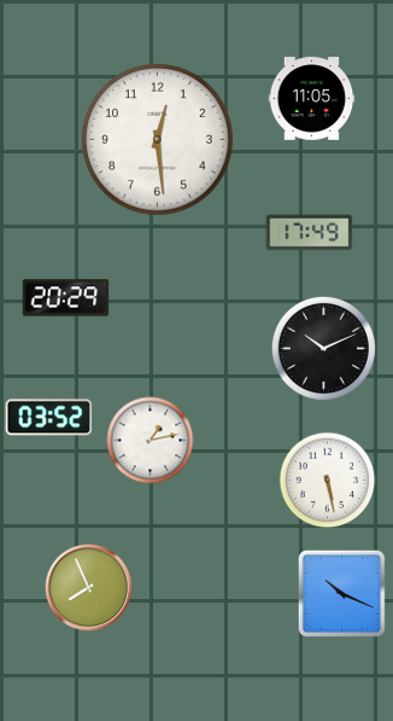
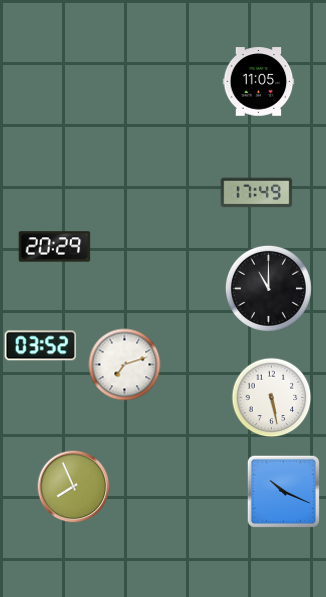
clock at (158, 140): 12:29 -> none
clock at (323, 348): 10:11 -> 11:00
clock at (151, 441): 1:13 -> 7:12
